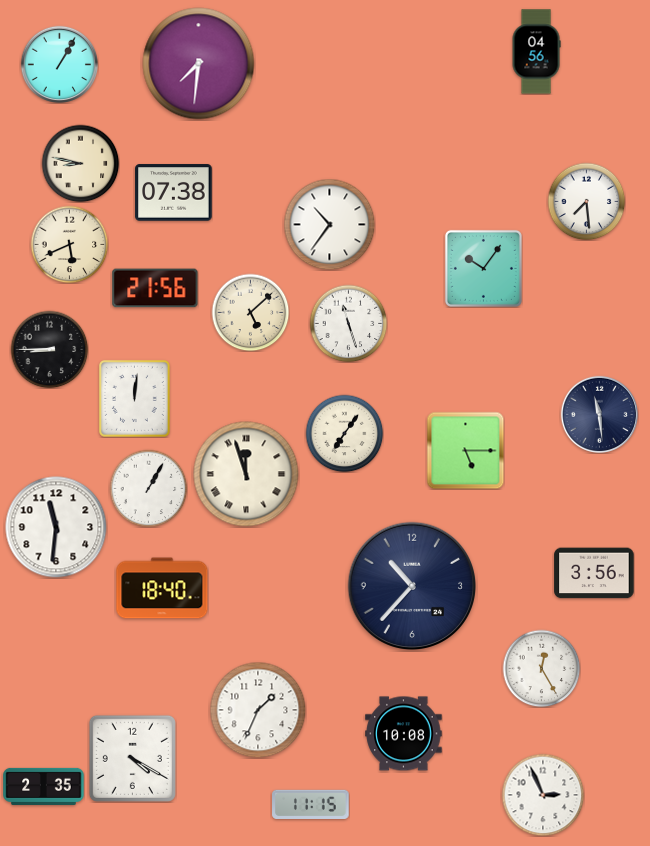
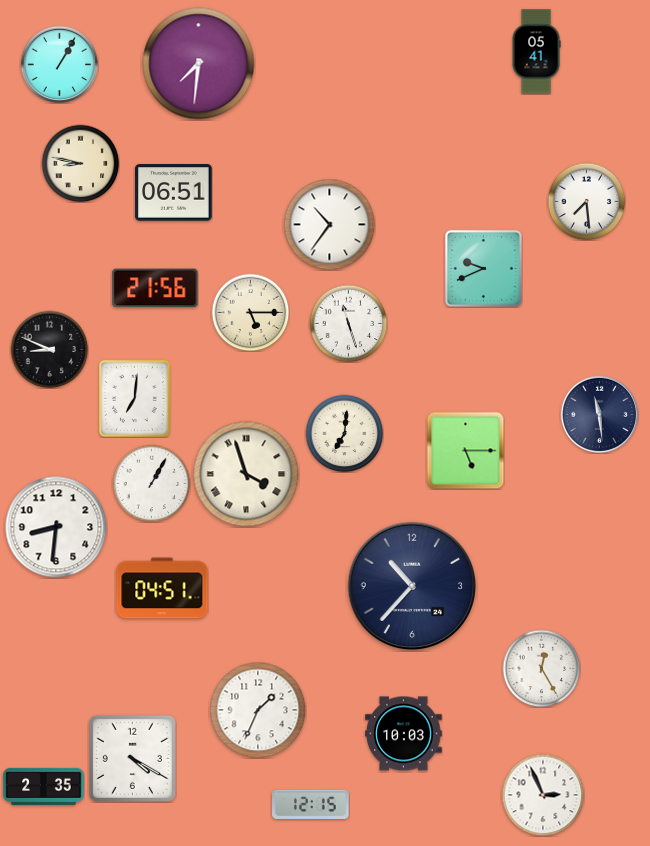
clock at (536, 52): 04:56 -> 05:41
clock at (174, 193): 07:38 -> 06:51
clock at (69, 244): 5:41 -> none
clock at (483, 268): 10:06 -> 9:41
clock at (250, 312): 5:08 -> 5:15
clock at (49, 349): 8:45 -> 8:49
clock at (134, 398): 12:01 -> 7:01
clock at (344, 433): 7:06 -> 7:01
clock at (246, 474): 11:57 -> 3:57
clock at (148, 488) position: (148, 488) -> (151, 483)
clock at (56, 527): 11:31 -> 8:31
clock at (594, 573): 3:56 -> none
clock at (162, 588): 18:40 -> 04:51
clock at (404, 734): 10:08 -> 10:03
clock at (311, 804): 11:15 -> 12:15
